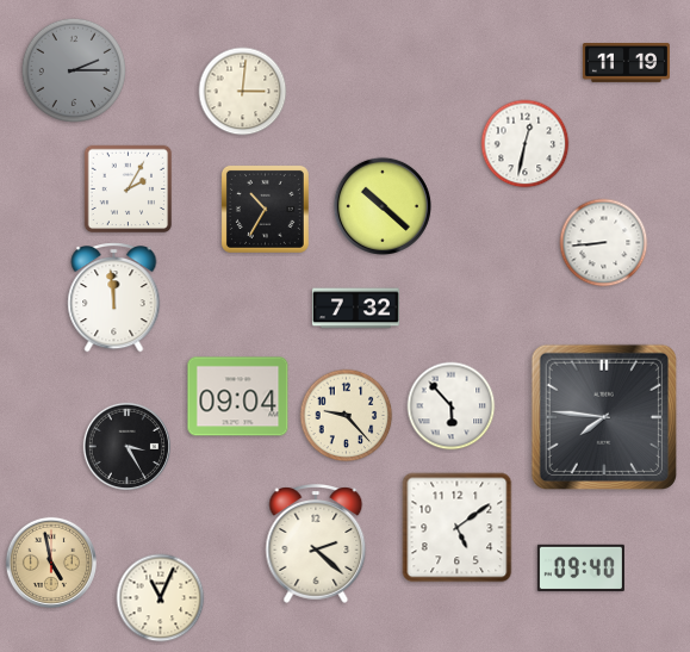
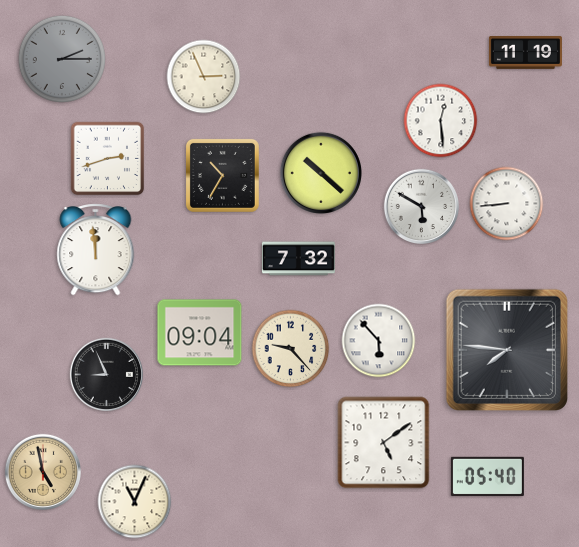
clock at (243, 92): 3:01 -> 2:56
clock at (526, 144): 12:32 -> 12:29
clock at (129, 190): 2:05 -> 2:42
clock at (421, 206): none -> 5:50
clock at (126, 446): 3:25 -> 8:56
clock at (316, 544): 2:22 -> none
clock at (580, 569): 09:40 -> 05:40
